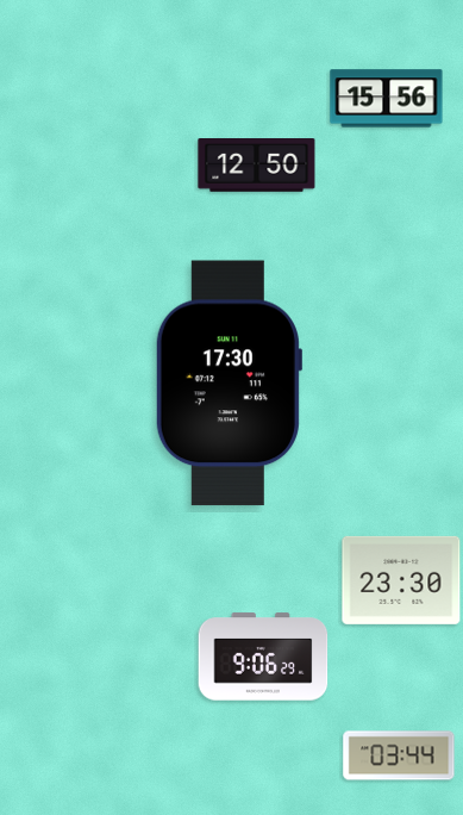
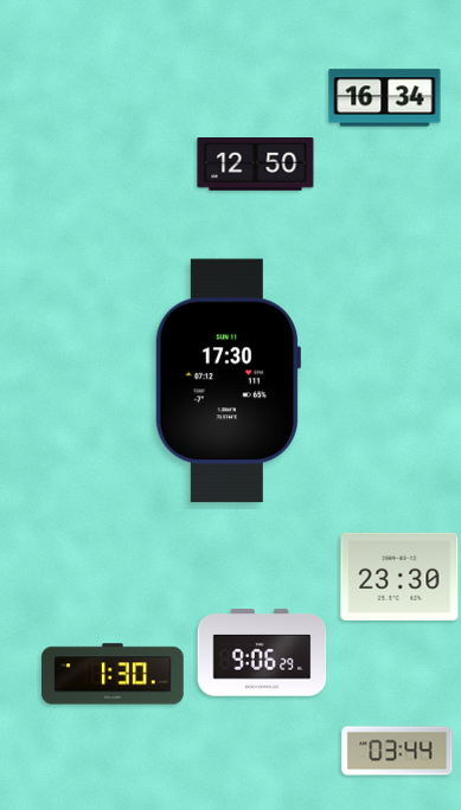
clock at (387, 99): 15:56 -> 16:34
clock at (113, 674): none -> 1:30
